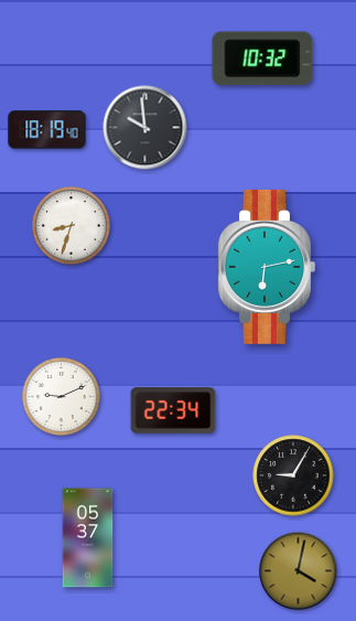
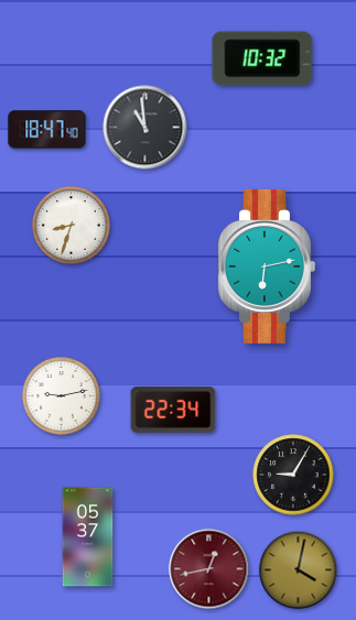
clock at (145, 128): 9:59 -> 10:59
clock at (47, 130): 18:19 -> 18:47
clock at (62, 397): 9:11 -> 9:13
clock at (209, 569): none -> 12:43
